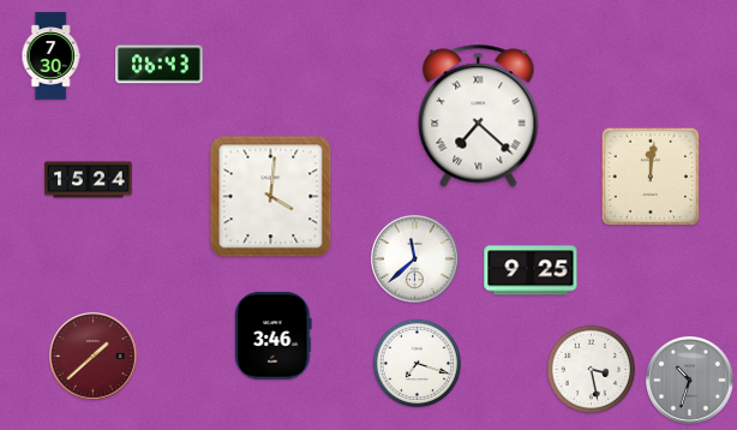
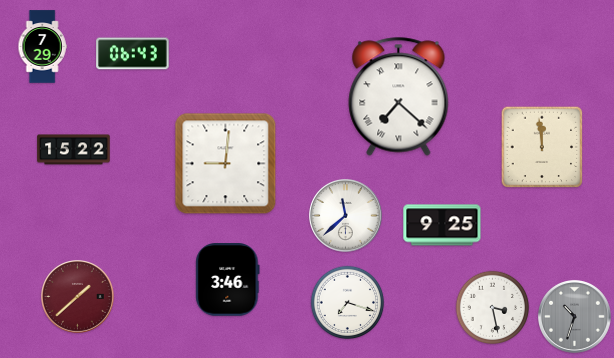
clock at (50, 56): 7:30 -> 7:29
clock at (651, 177): 12:01 -> 11:59
clock at (89, 180): 15:24 -> 15:22
clock at (271, 197): 4:01 -> 9:01
